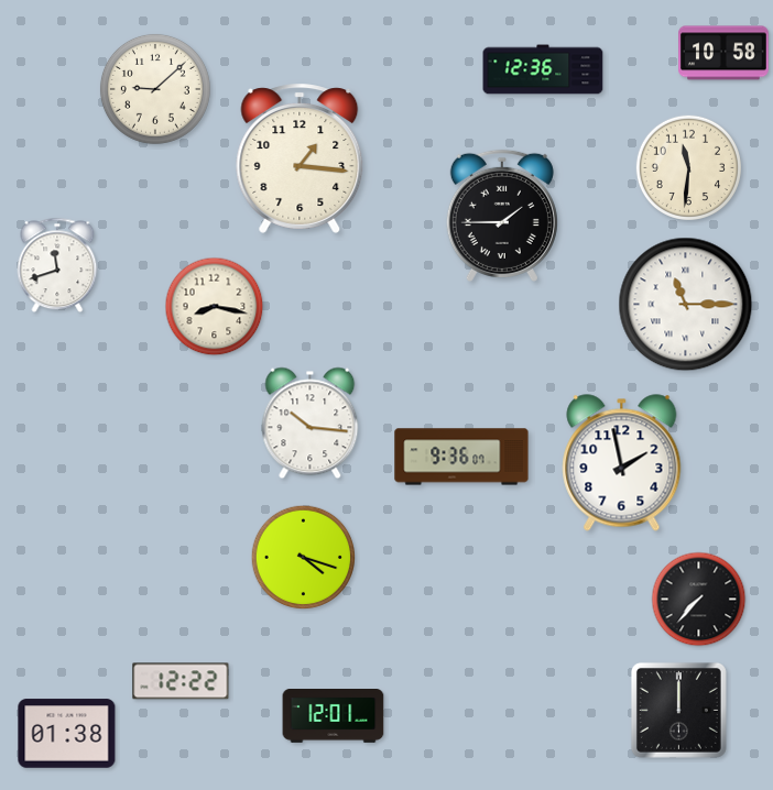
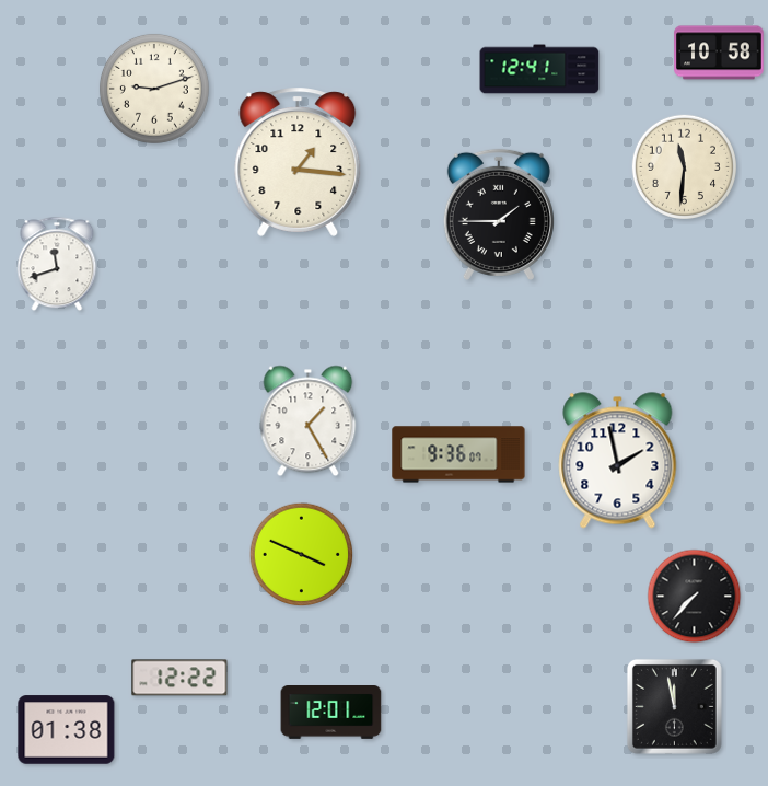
clock at (543, 69): 12:36 -> 12:41
clock at (155, 89): 9:08 -> 9:12
clock at (300, 158) position: (300, 158) -> (298, 162)
clock at (686, 305): 11:15 -> none
clock at (215, 307): 8:17 -> none
clock at (311, 424): 10:16 -> 1:25
clock at (304, 558): 4:18 -> 3:49
clock at (678, 710): 12:00 -> 11:58
